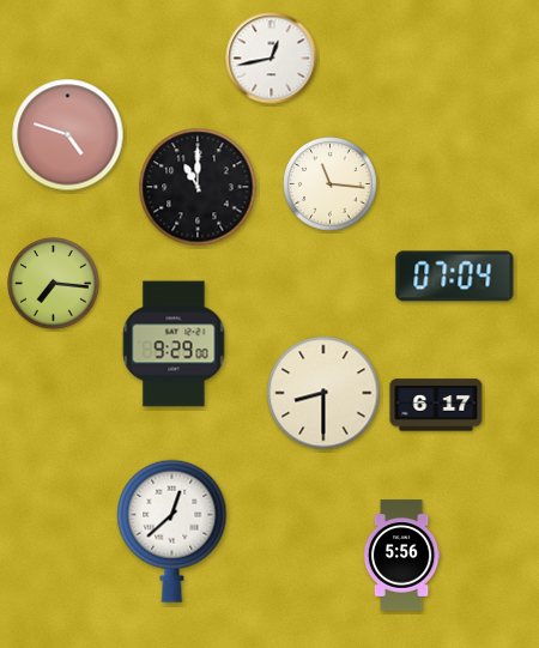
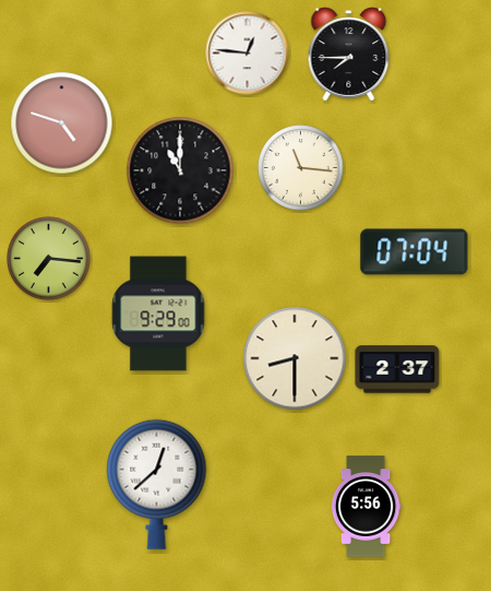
clock at (272, 59): 12:43 -> 12:46
clock at (349, 55): none -> 7:45
clock at (436, 405): 6:17 -> 2:37
